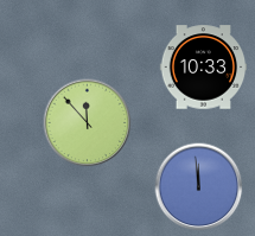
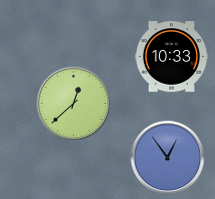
clock at (88, 123): 11:53 -> 12:38
clock at (199, 187): 11:59 -> 12:54
